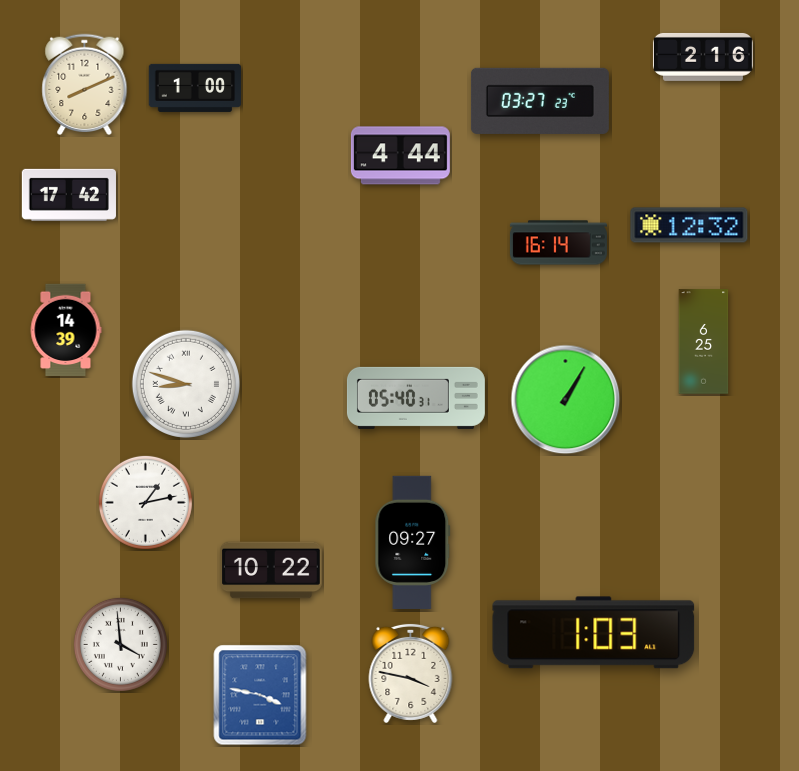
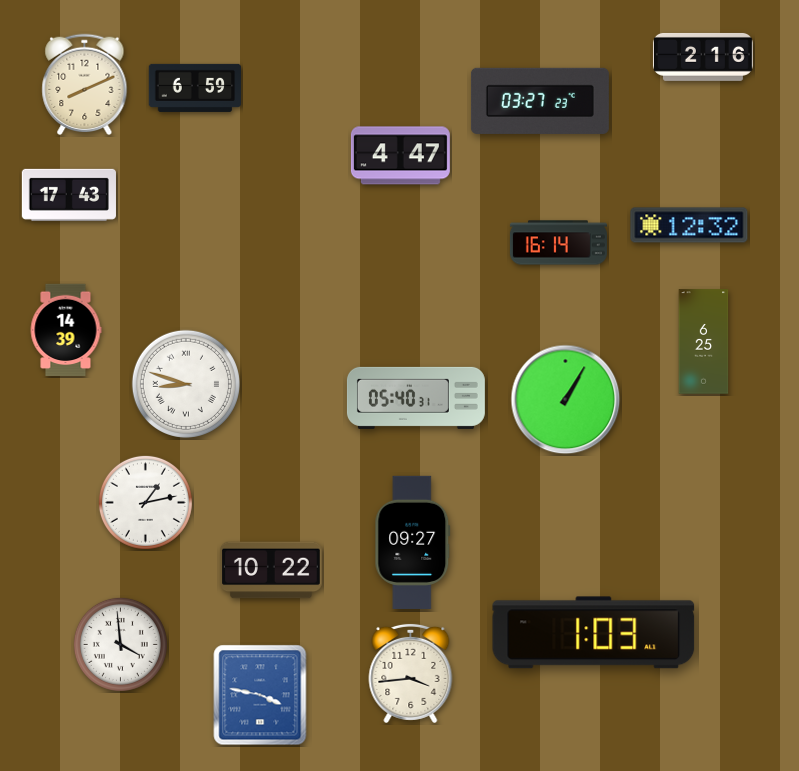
clock at (195, 88): 1:00 -> 6:59
clock at (400, 156): 4:44 -> 4:47
clock at (69, 195): 17:42 -> 17:43
clock at (411, 673): 3:47 -> 3:44
